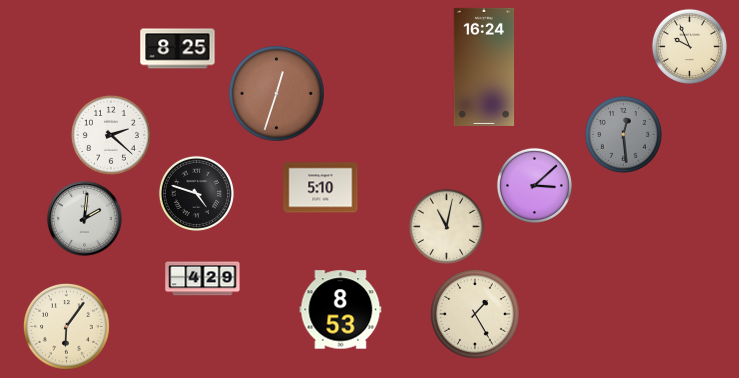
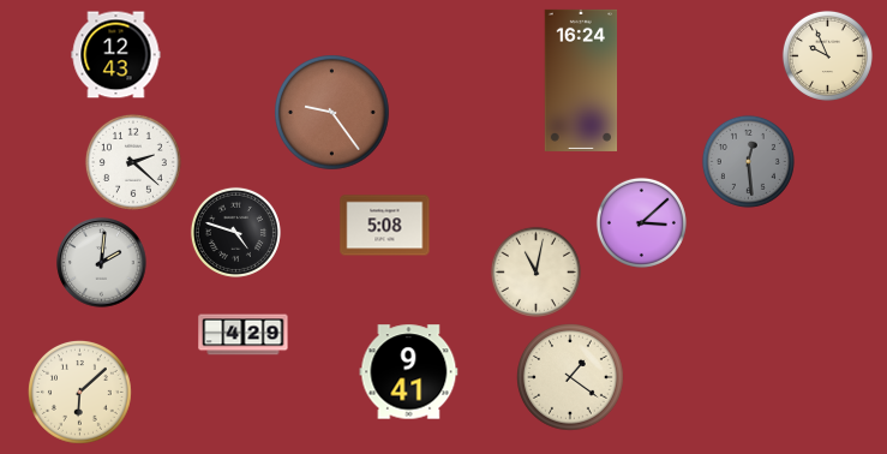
clock at (116, 55): none -> 12:43
clock at (178, 49): 8:25 -> none
clock at (277, 94): 12:33 -> 9:24
clock at (321, 188): 5:10 -> 5:08
clock at (341, 310): 8:53 -> 9:41
clock at (476, 315): 1:25 -> 1:21
clock at (66, 326): 6:06 -> 6:08
